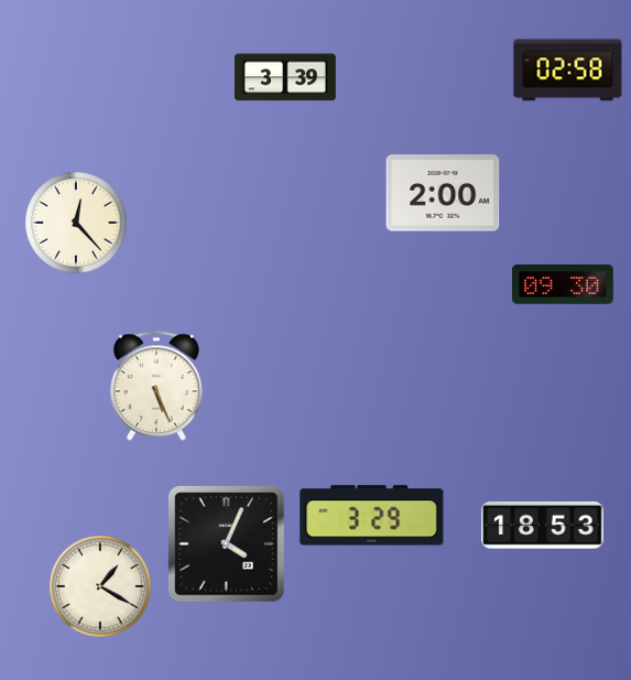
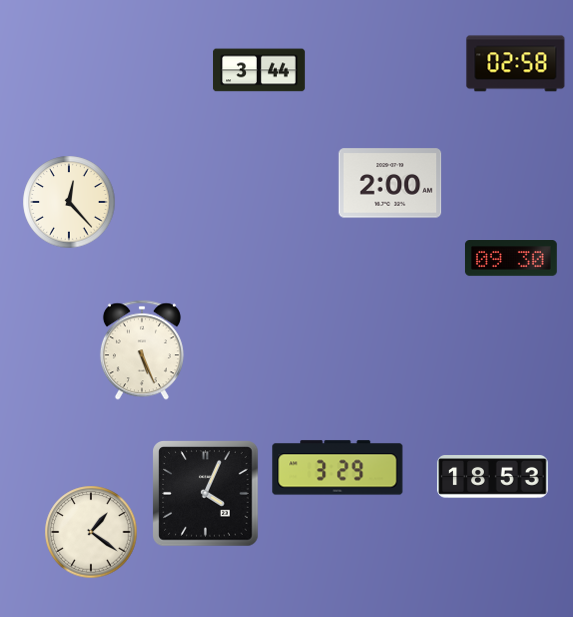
clock at (285, 77): 3:39 -> 3:44
clock at (443, 193) position: (443, 193) -> (390, 183)
clock at (100, 586): 1:20 -> 1:21
